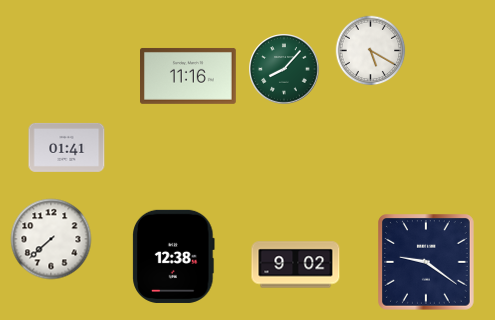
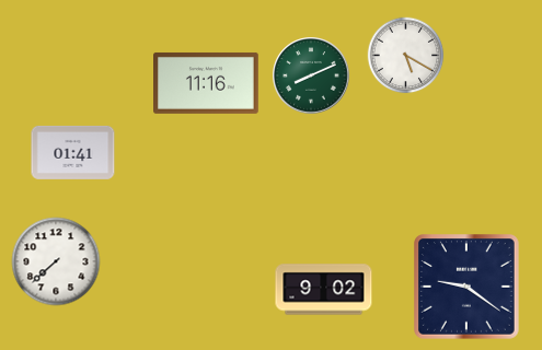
clock at (284, 69): 8:07 -> 8:11
clock at (67, 147) position: (67, 147) -> (73, 152)
clock at (174, 256): 12:38 -> none
